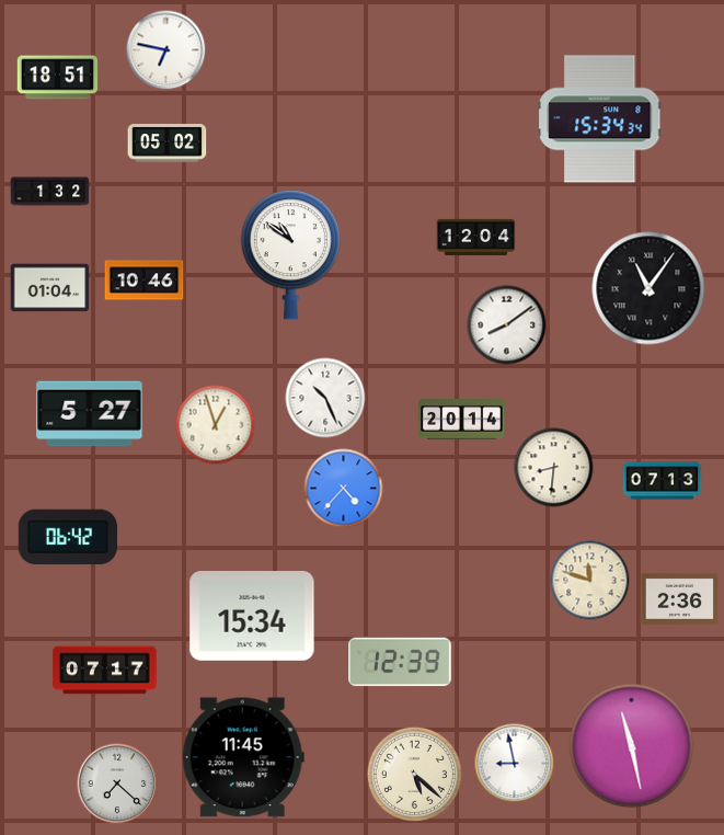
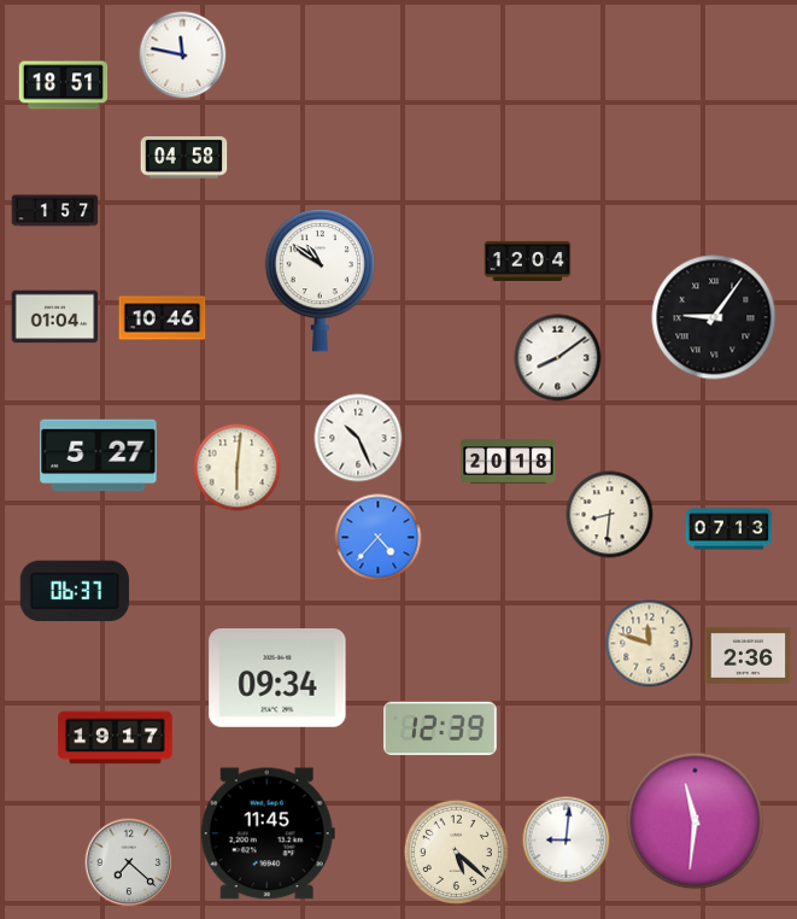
clock at (166, 50): 6:47 -> 11:47
clock at (600, 119): 15:34 -> none
clock at (168, 144): 05:02 -> 04:58
clock at (50, 192): 1:32 -> 1:57
clock at (476, 237) position: (476, 237) -> (528, 261)
clock at (145, 281) position: (145, 281) -> (163, 318)
clock at (648, 288): 11:06 -> 9:06
clock at (462, 420): 20:14 -> 20:18
clock at (216, 425): 12:57 -> 6:01
clock at (68, 537): 06:42 -> 06:37
clock at (590, 581) position: (590, 581) -> (650, 644)
clock at (680, 598) position: (680, 598) -> (749, 655)
clock at (252, 617): 15:34 -> 09:34
clock at (105, 671): 07:17 -> 19:17
clock at (632, 746): 11:28 -> 11:31
clock at (515, 764): 8:58 -> 9:01
